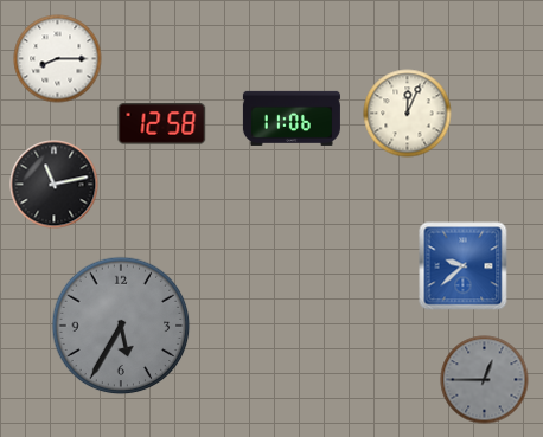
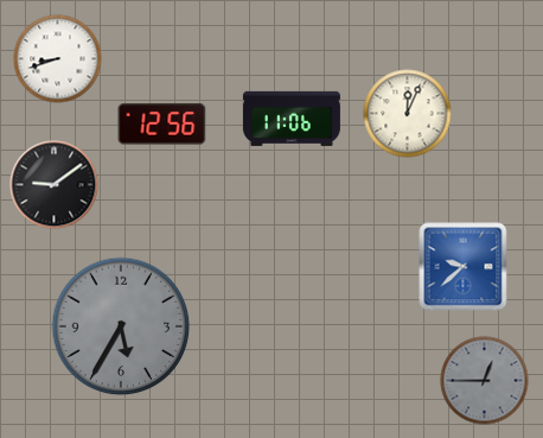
clock at (58, 59): 8:15 -> 8:42
clock at (162, 124): 12:58 -> 12:56
clock at (55, 185): 11:13 -> 9:09
